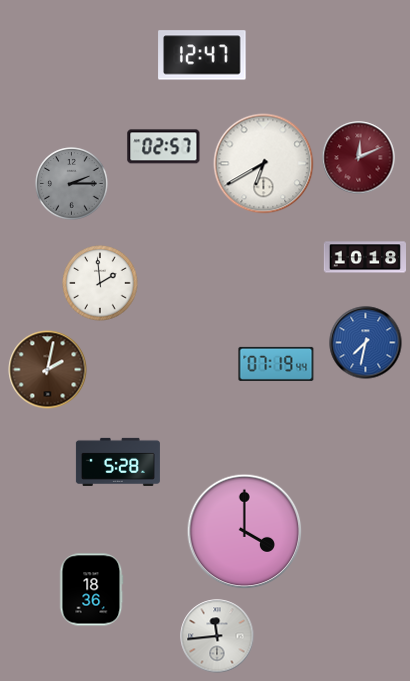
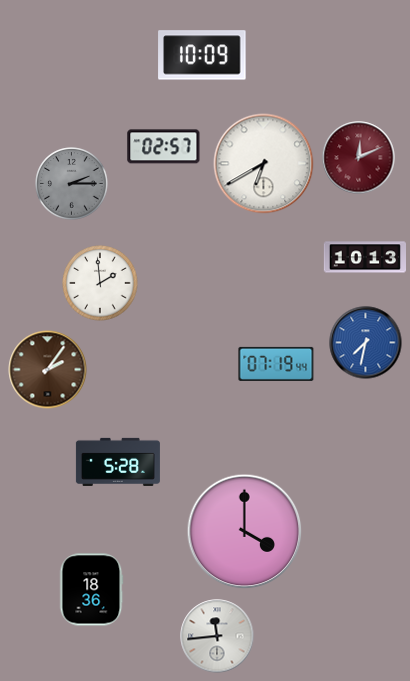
clock at (202, 55): 12:47 -> 10:09
clock at (364, 257): 10:18 -> 10:13
clock at (48, 370): 2:02 -> 2:06
